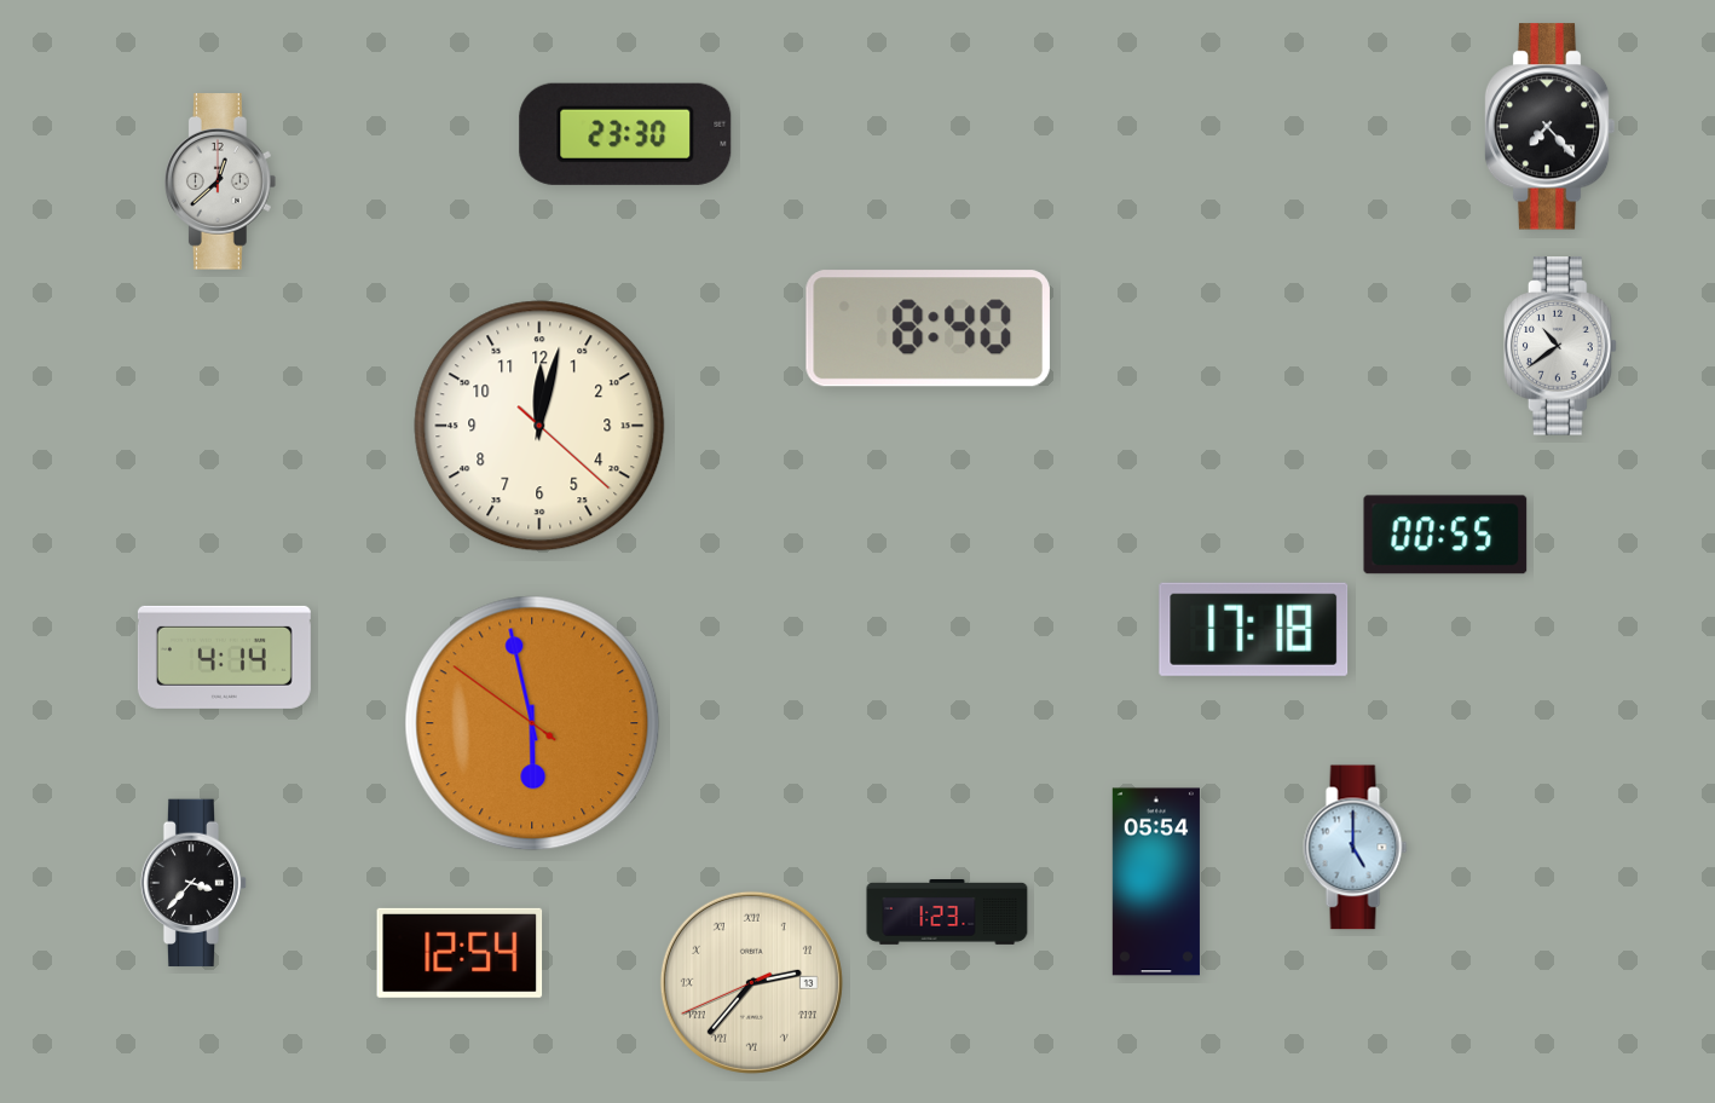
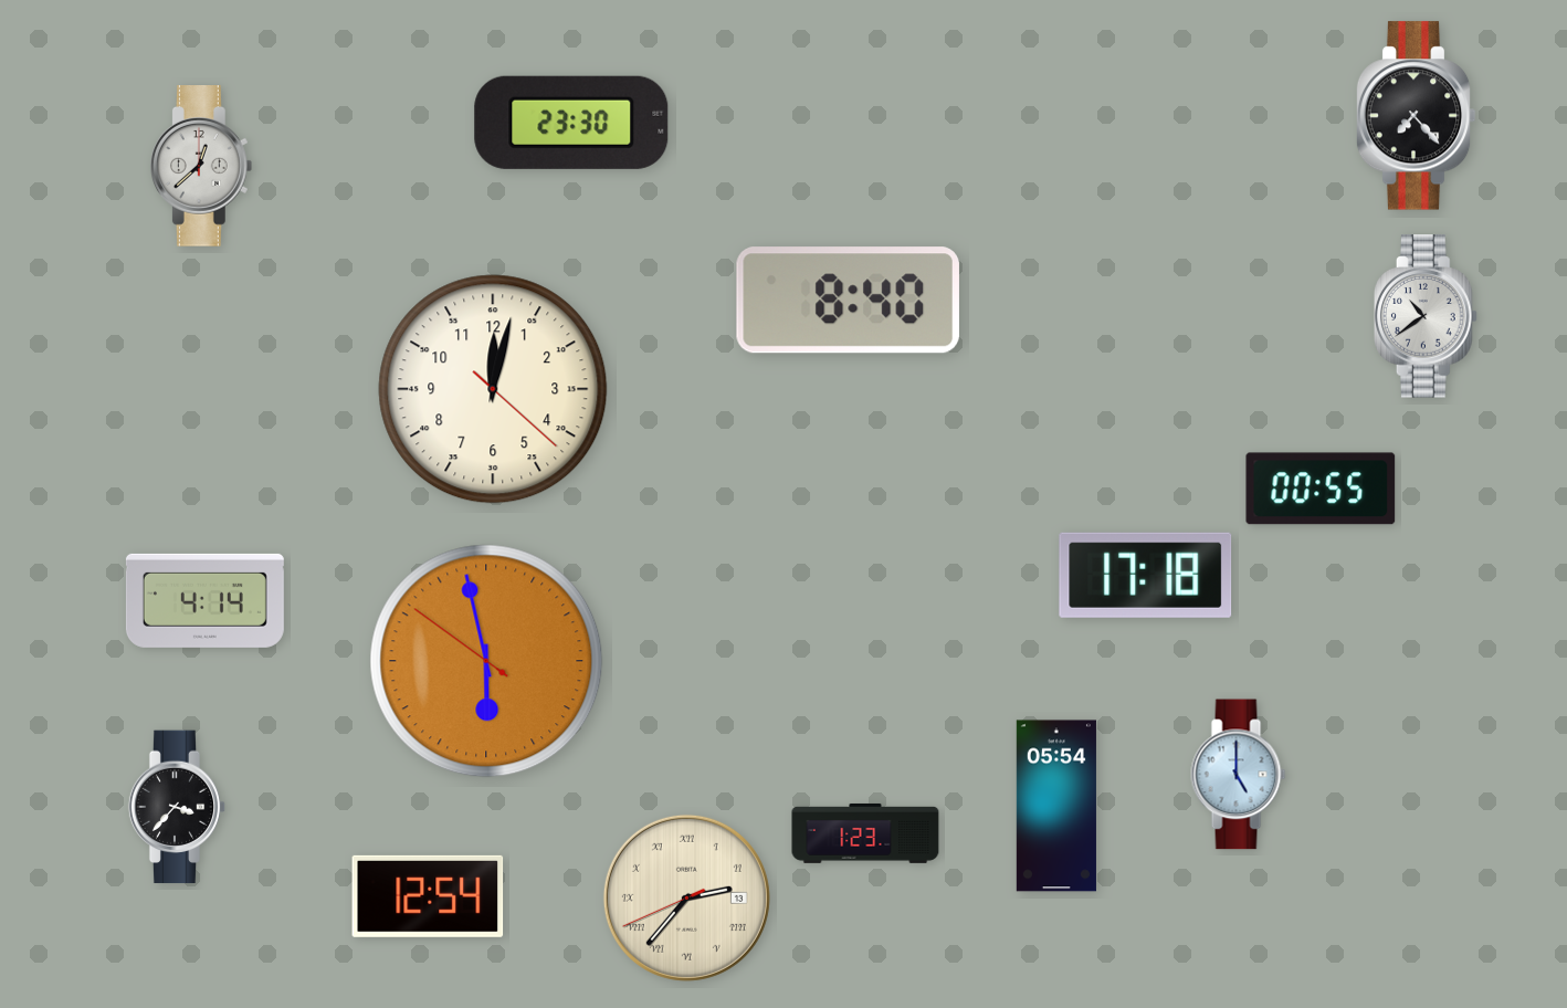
clock at (460, 953) position: (460, 953) -> (428, 896)
